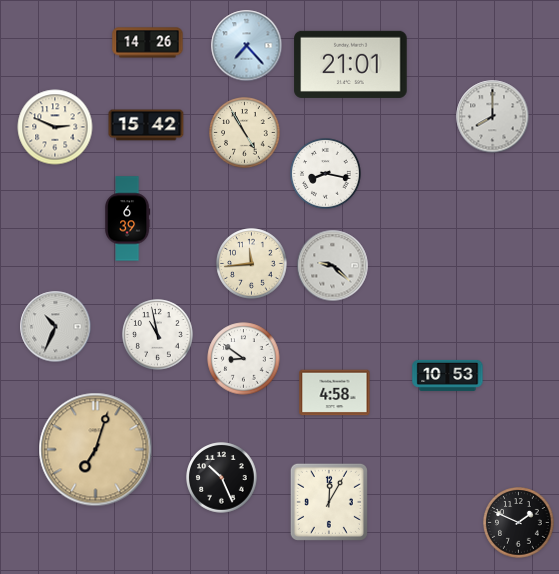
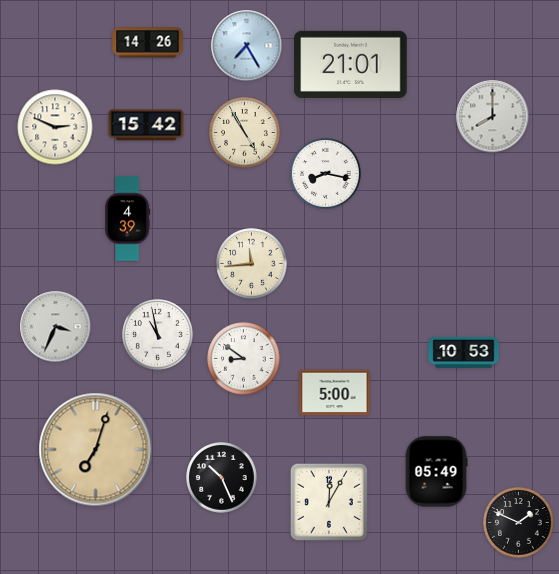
clock at (247, 46): 7:23 -> 7:25
clock at (127, 219): 6:39 -> 4:39
clock at (333, 266): 9:22 -> none
clock at (56, 327): 10:34 -> 3:34
clock at (448, 375) position: (448, 375) -> (464, 352)
clock at (335, 393): 4:58 -> 5:00
clock at (436, 472): none -> 05:49
